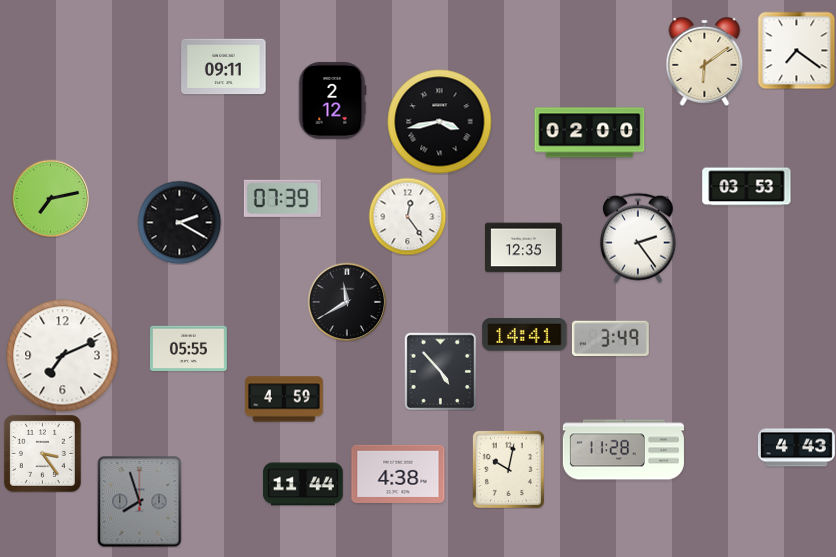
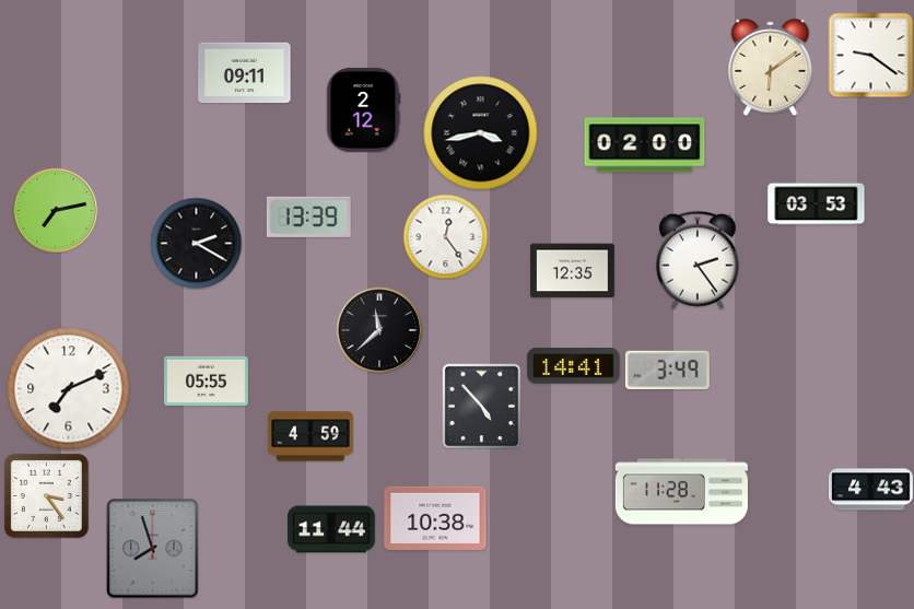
clock at (796, 50): 7:21 -> 9:21
clock at (50, 198) position: (50, 198) -> (55, 210)
clock at (282, 198): 07:39 -> 13:39
clock at (347, 302): 11:40 -> 11:38
clock at (508, 469): 10:02 -> none
clock at (398, 474): 4:38 -> 10:38
